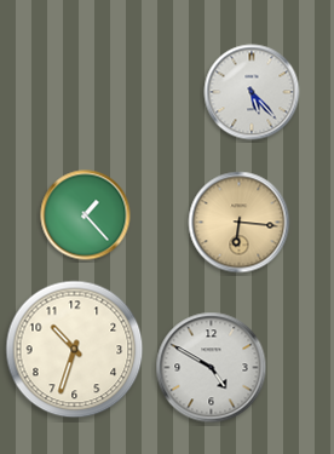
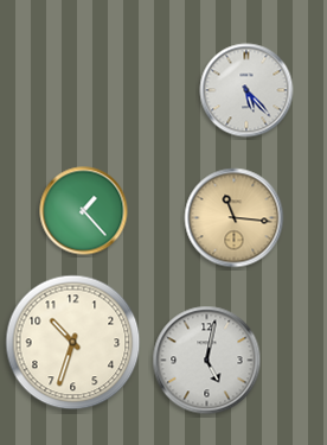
clock at (240, 223): 6:16 -> 11:16
clock at (212, 368): 4:50 -> 5:02
